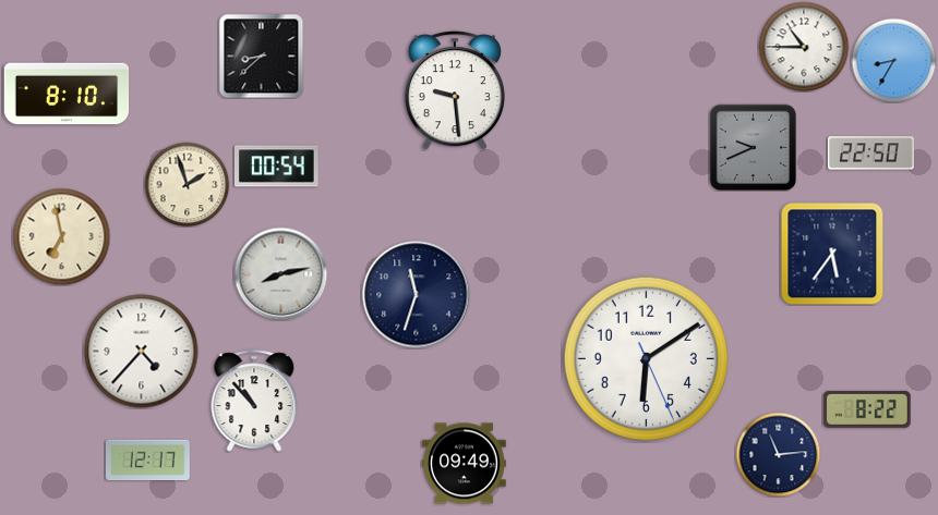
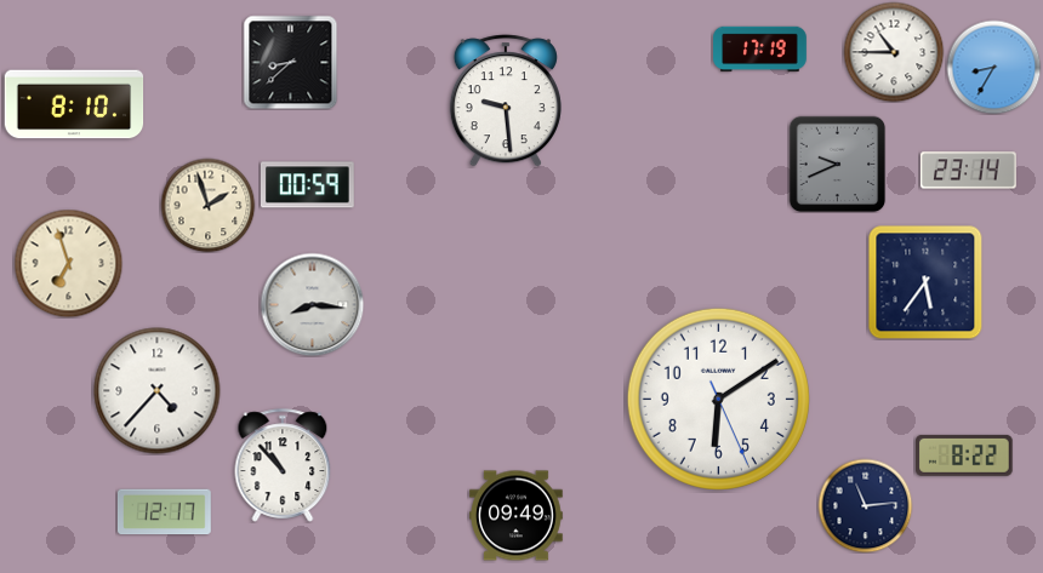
clock at (760, 50): none -> 17:19
clock at (871, 154): 22:50 -> 23:14
clock at (276, 167): 00:54 -> 00:59
clock at (61, 236): 6:58 -> 6:57
clock at (280, 273): 8:13 -> 8:16
clock at (417, 295): 11:33 -> none
clock at (254, 401) position: (254, 401) -> (283, 465)
